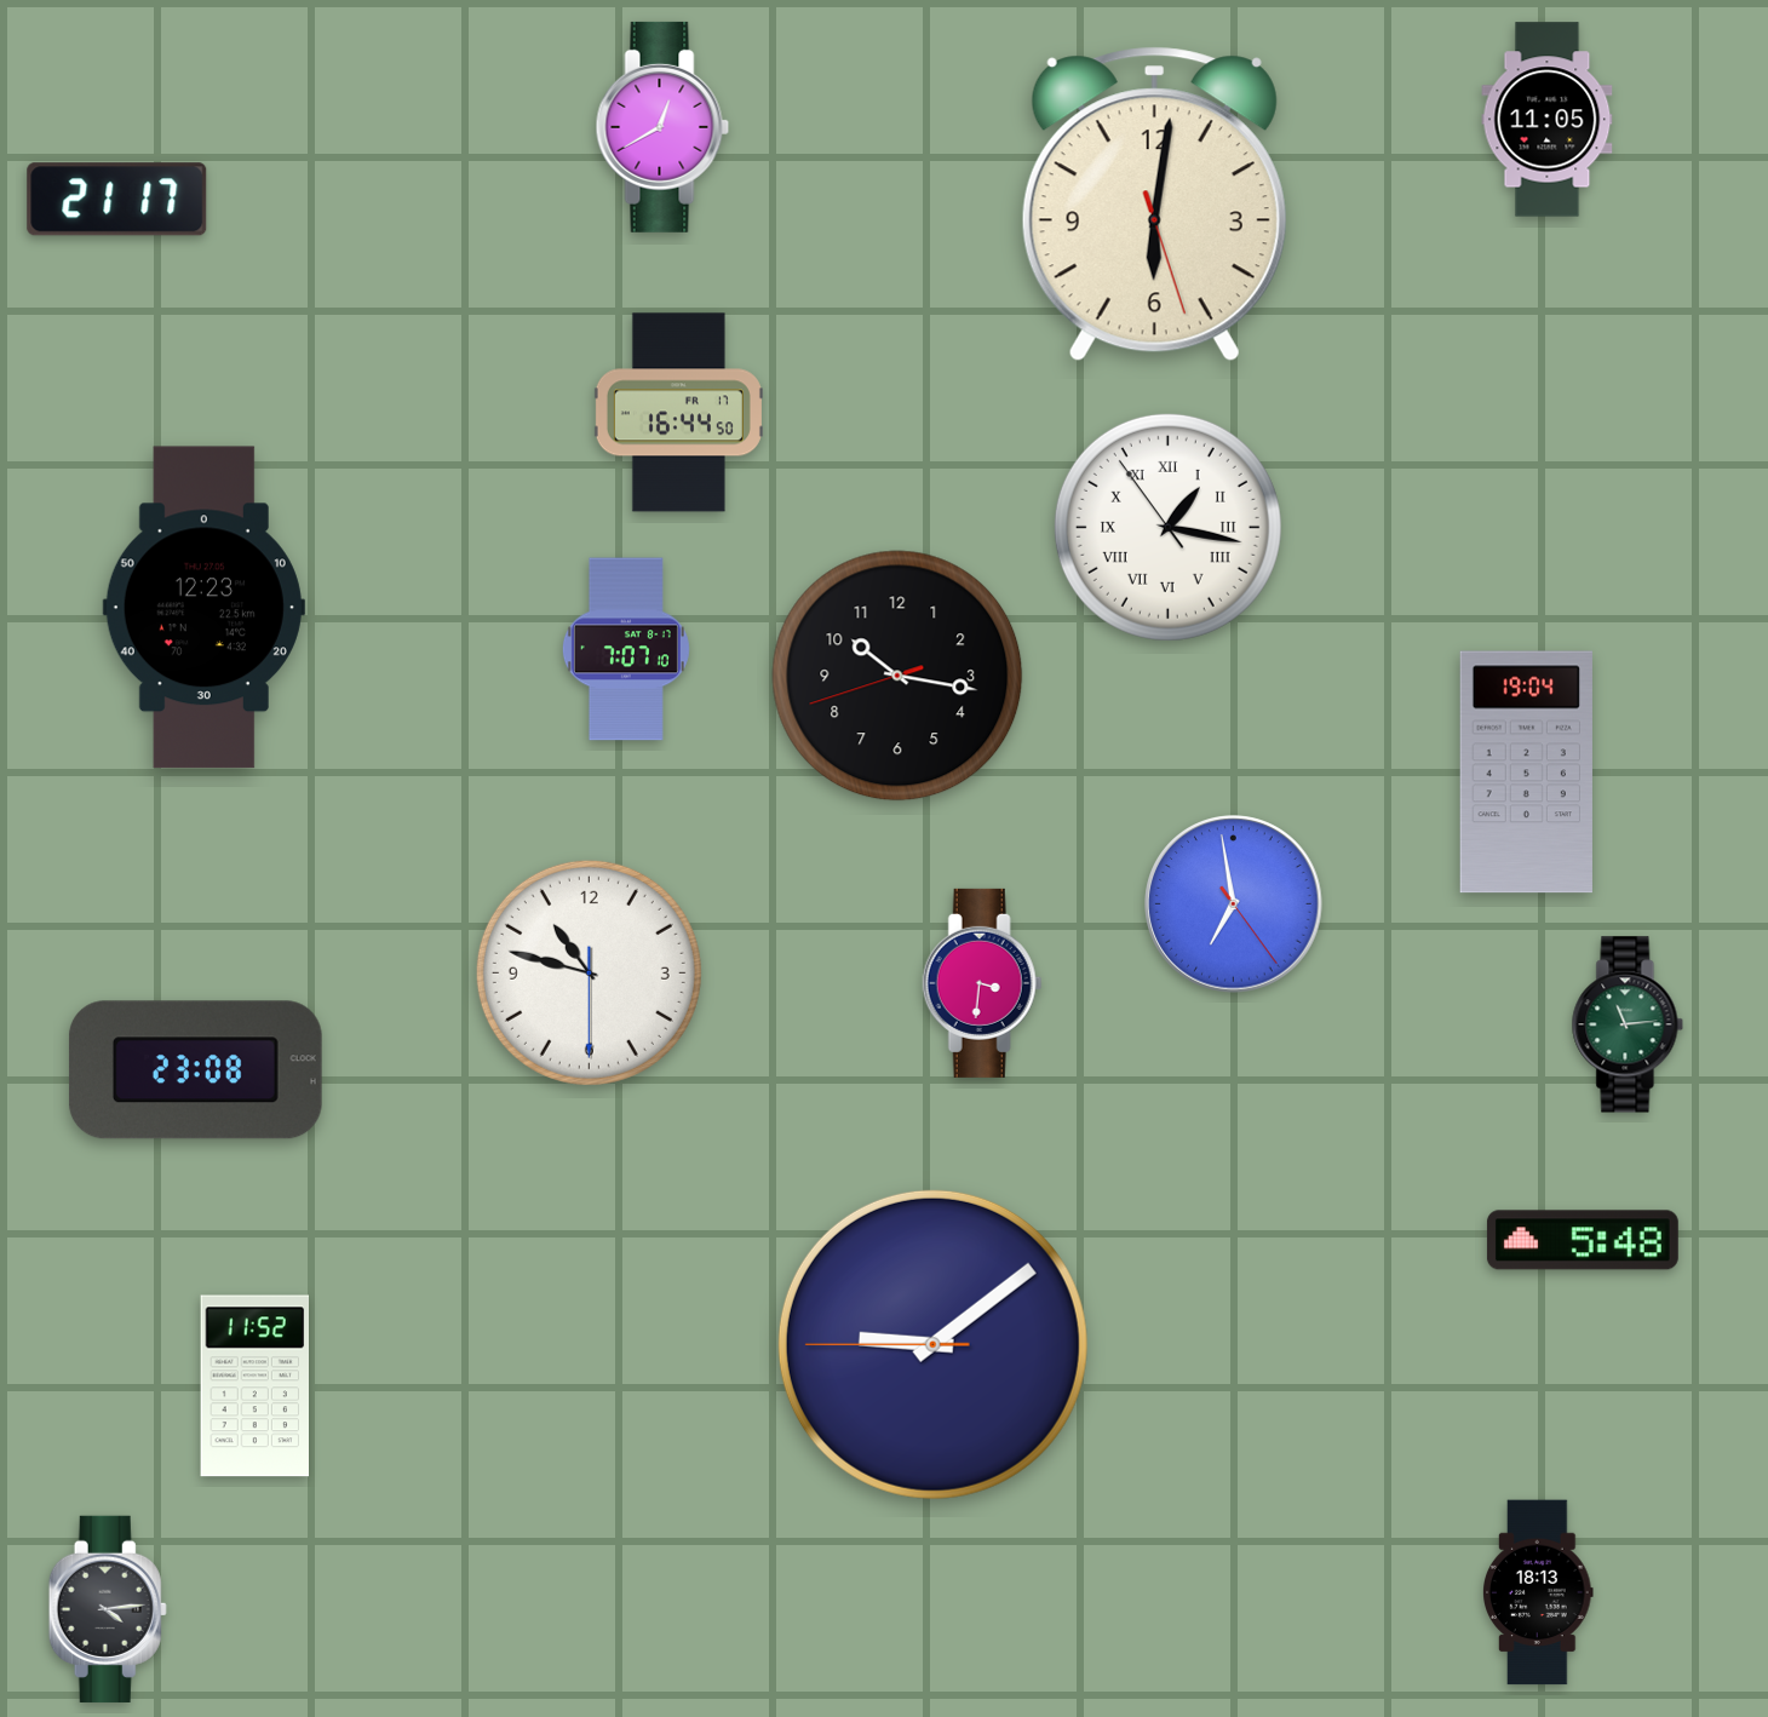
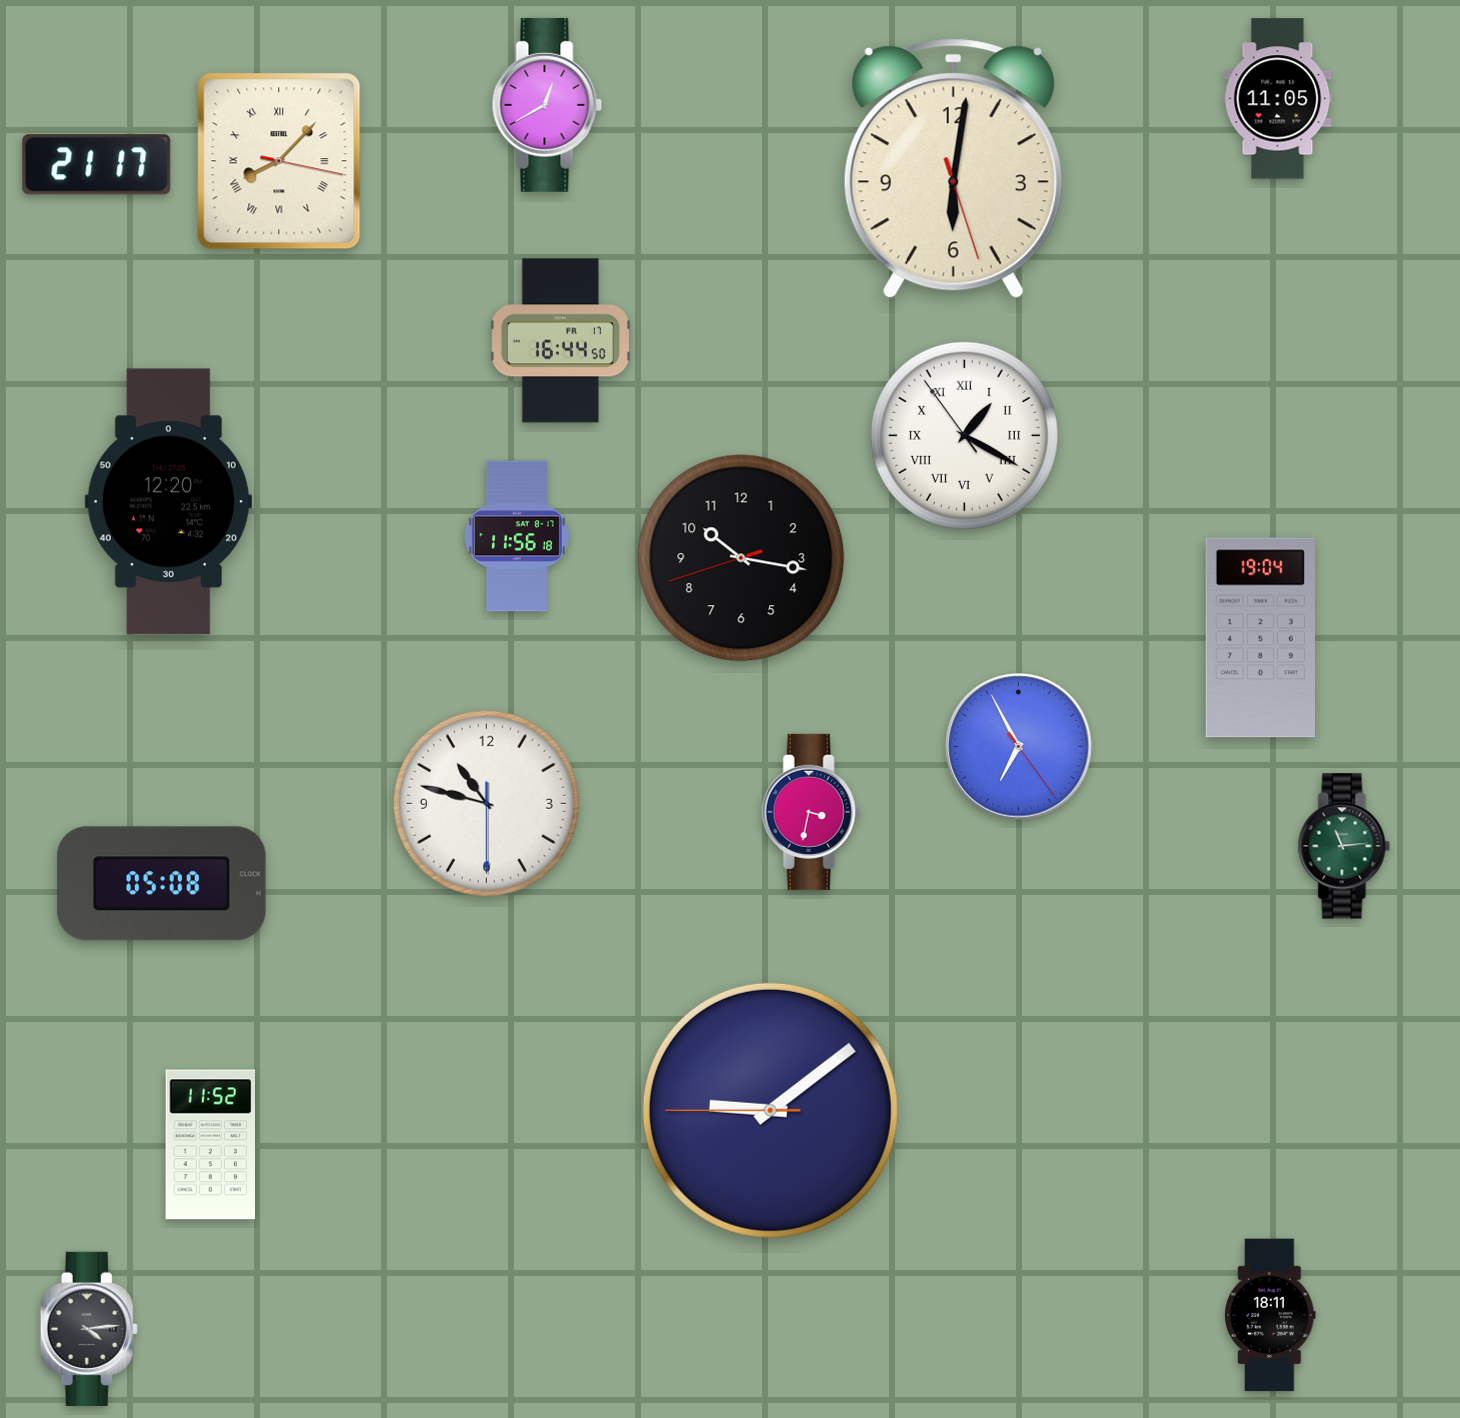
clock at (279, 161): none -> 8:07
clock at (1167, 527): 1:16 -> 1:19
clock at (203, 608): 12:23 -> 12:20
clock at (626, 649): 7:07 -> 11:56
clock at (1234, 905): 6:58 -> 6:55
clock at (982, 983): 3:31 -> 3:32
clock at (195, 1070): 23:08 -> 05:08
clock at (1583, 1240): 5:48 -> none
clock at (1539, 1592): 18:13 -> 18:11
